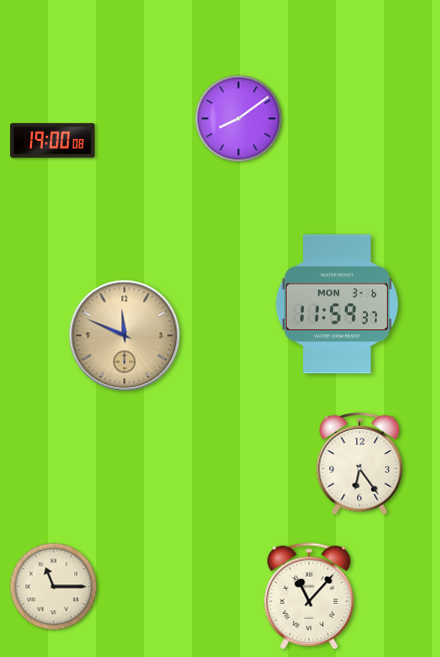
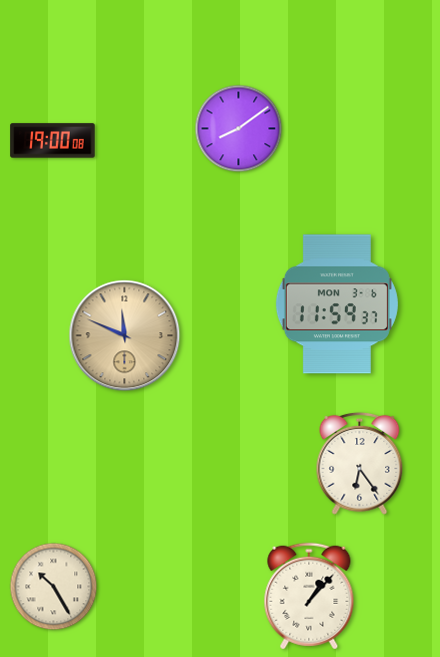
clock at (239, 119) position: (239, 119) -> (239, 129)
clock at (54, 587): 11:15 -> 10:25
clock at (309, 596): 11:07 -> 1:07
